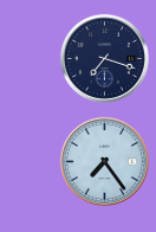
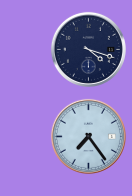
clock at (104, 58): 7:18 -> 4:18
